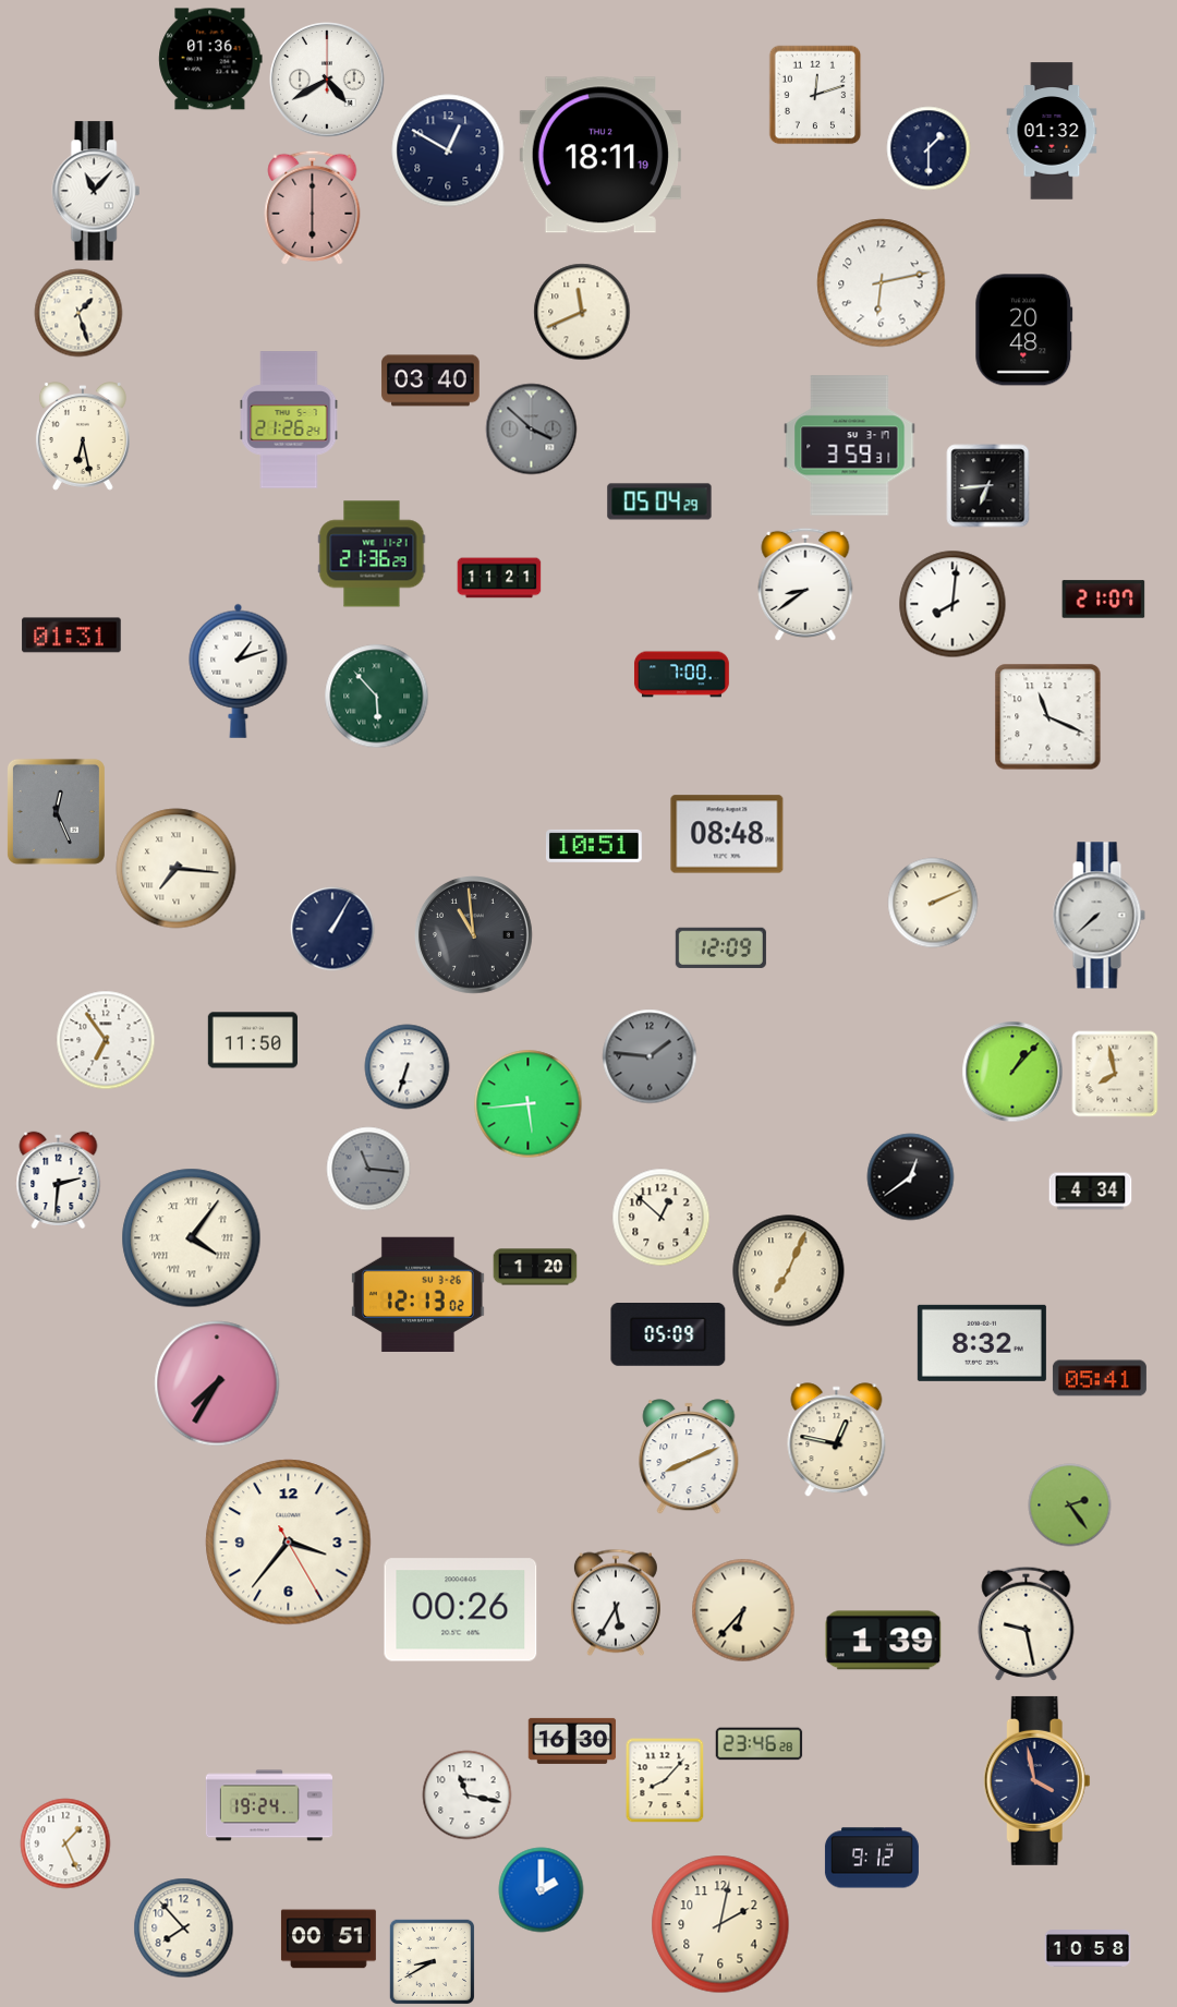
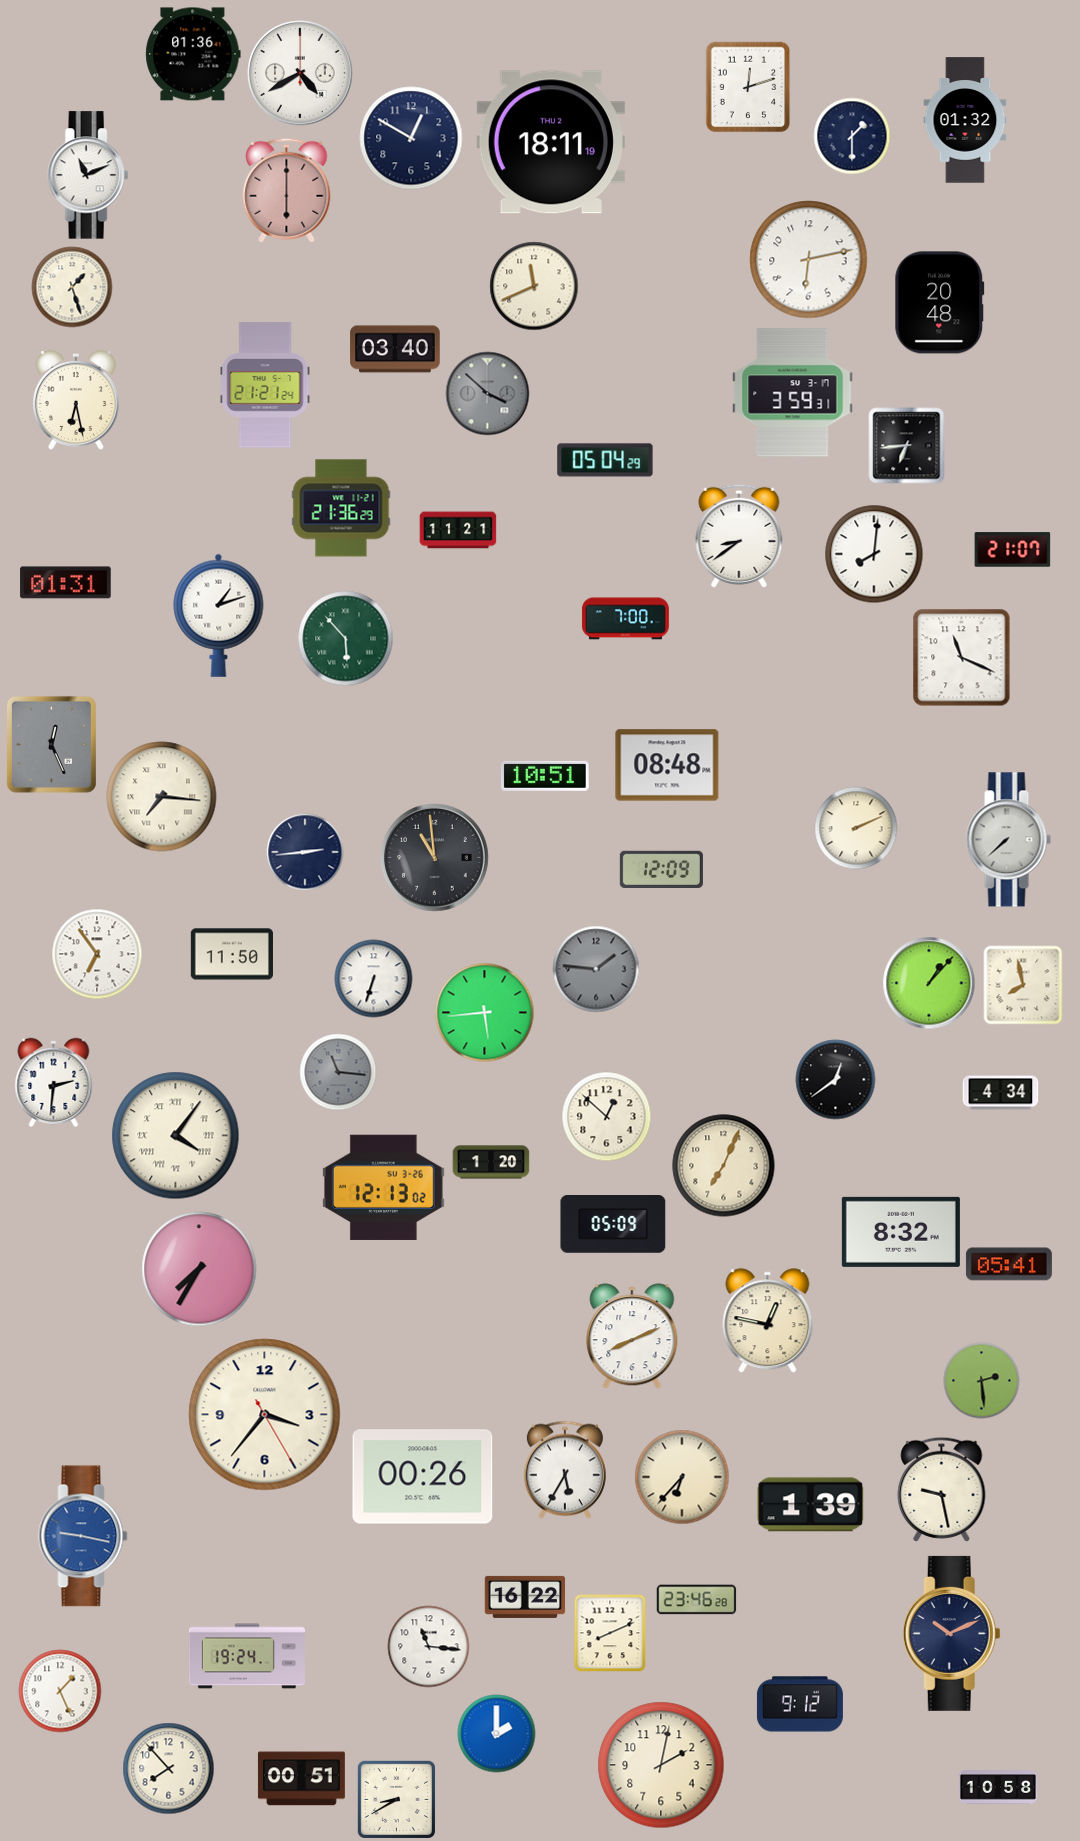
clock at (96, 191): 11:07 -> 11:11
clock at (289, 420): 21:26 -> 21:21
clock at (850, 446) position: (850, 446) -> (793, 393)
clock at (332, 929): 1:05 -> 2:44
clock at (1070, 1506): 2:24 -> 2:29
clock at (83, 1536): none -> 9:17
clock at (572, 1741): 16:30 -> 16:22
clock at (665, 1780): 8:07 -> 8:11
clock at (1036, 1780): 3:58 -> 10:11
clock at (468, 1796): 11:17 -> 11:16
